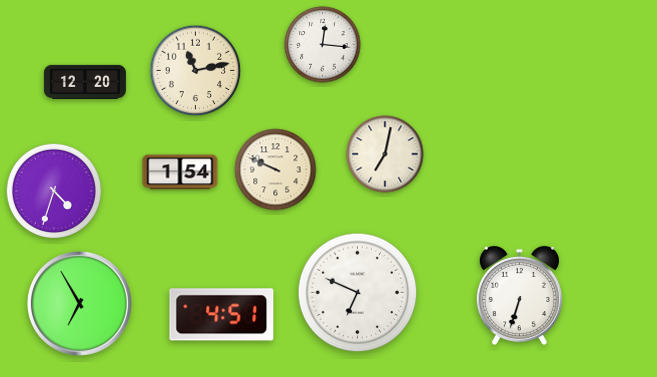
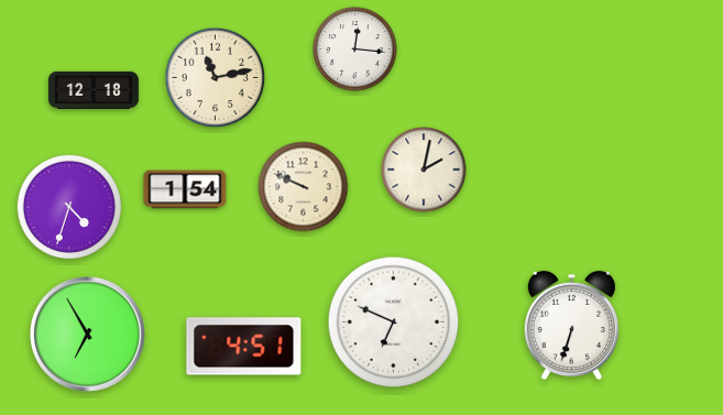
clock at (85, 82): 12:20 -> 12:18
clock at (385, 154): 7:02 -> 2:02
clock at (180, 172) position: (180, 172) -> (185, 189)
clock at (54, 191) position: (54, 191) -> (69, 207)
